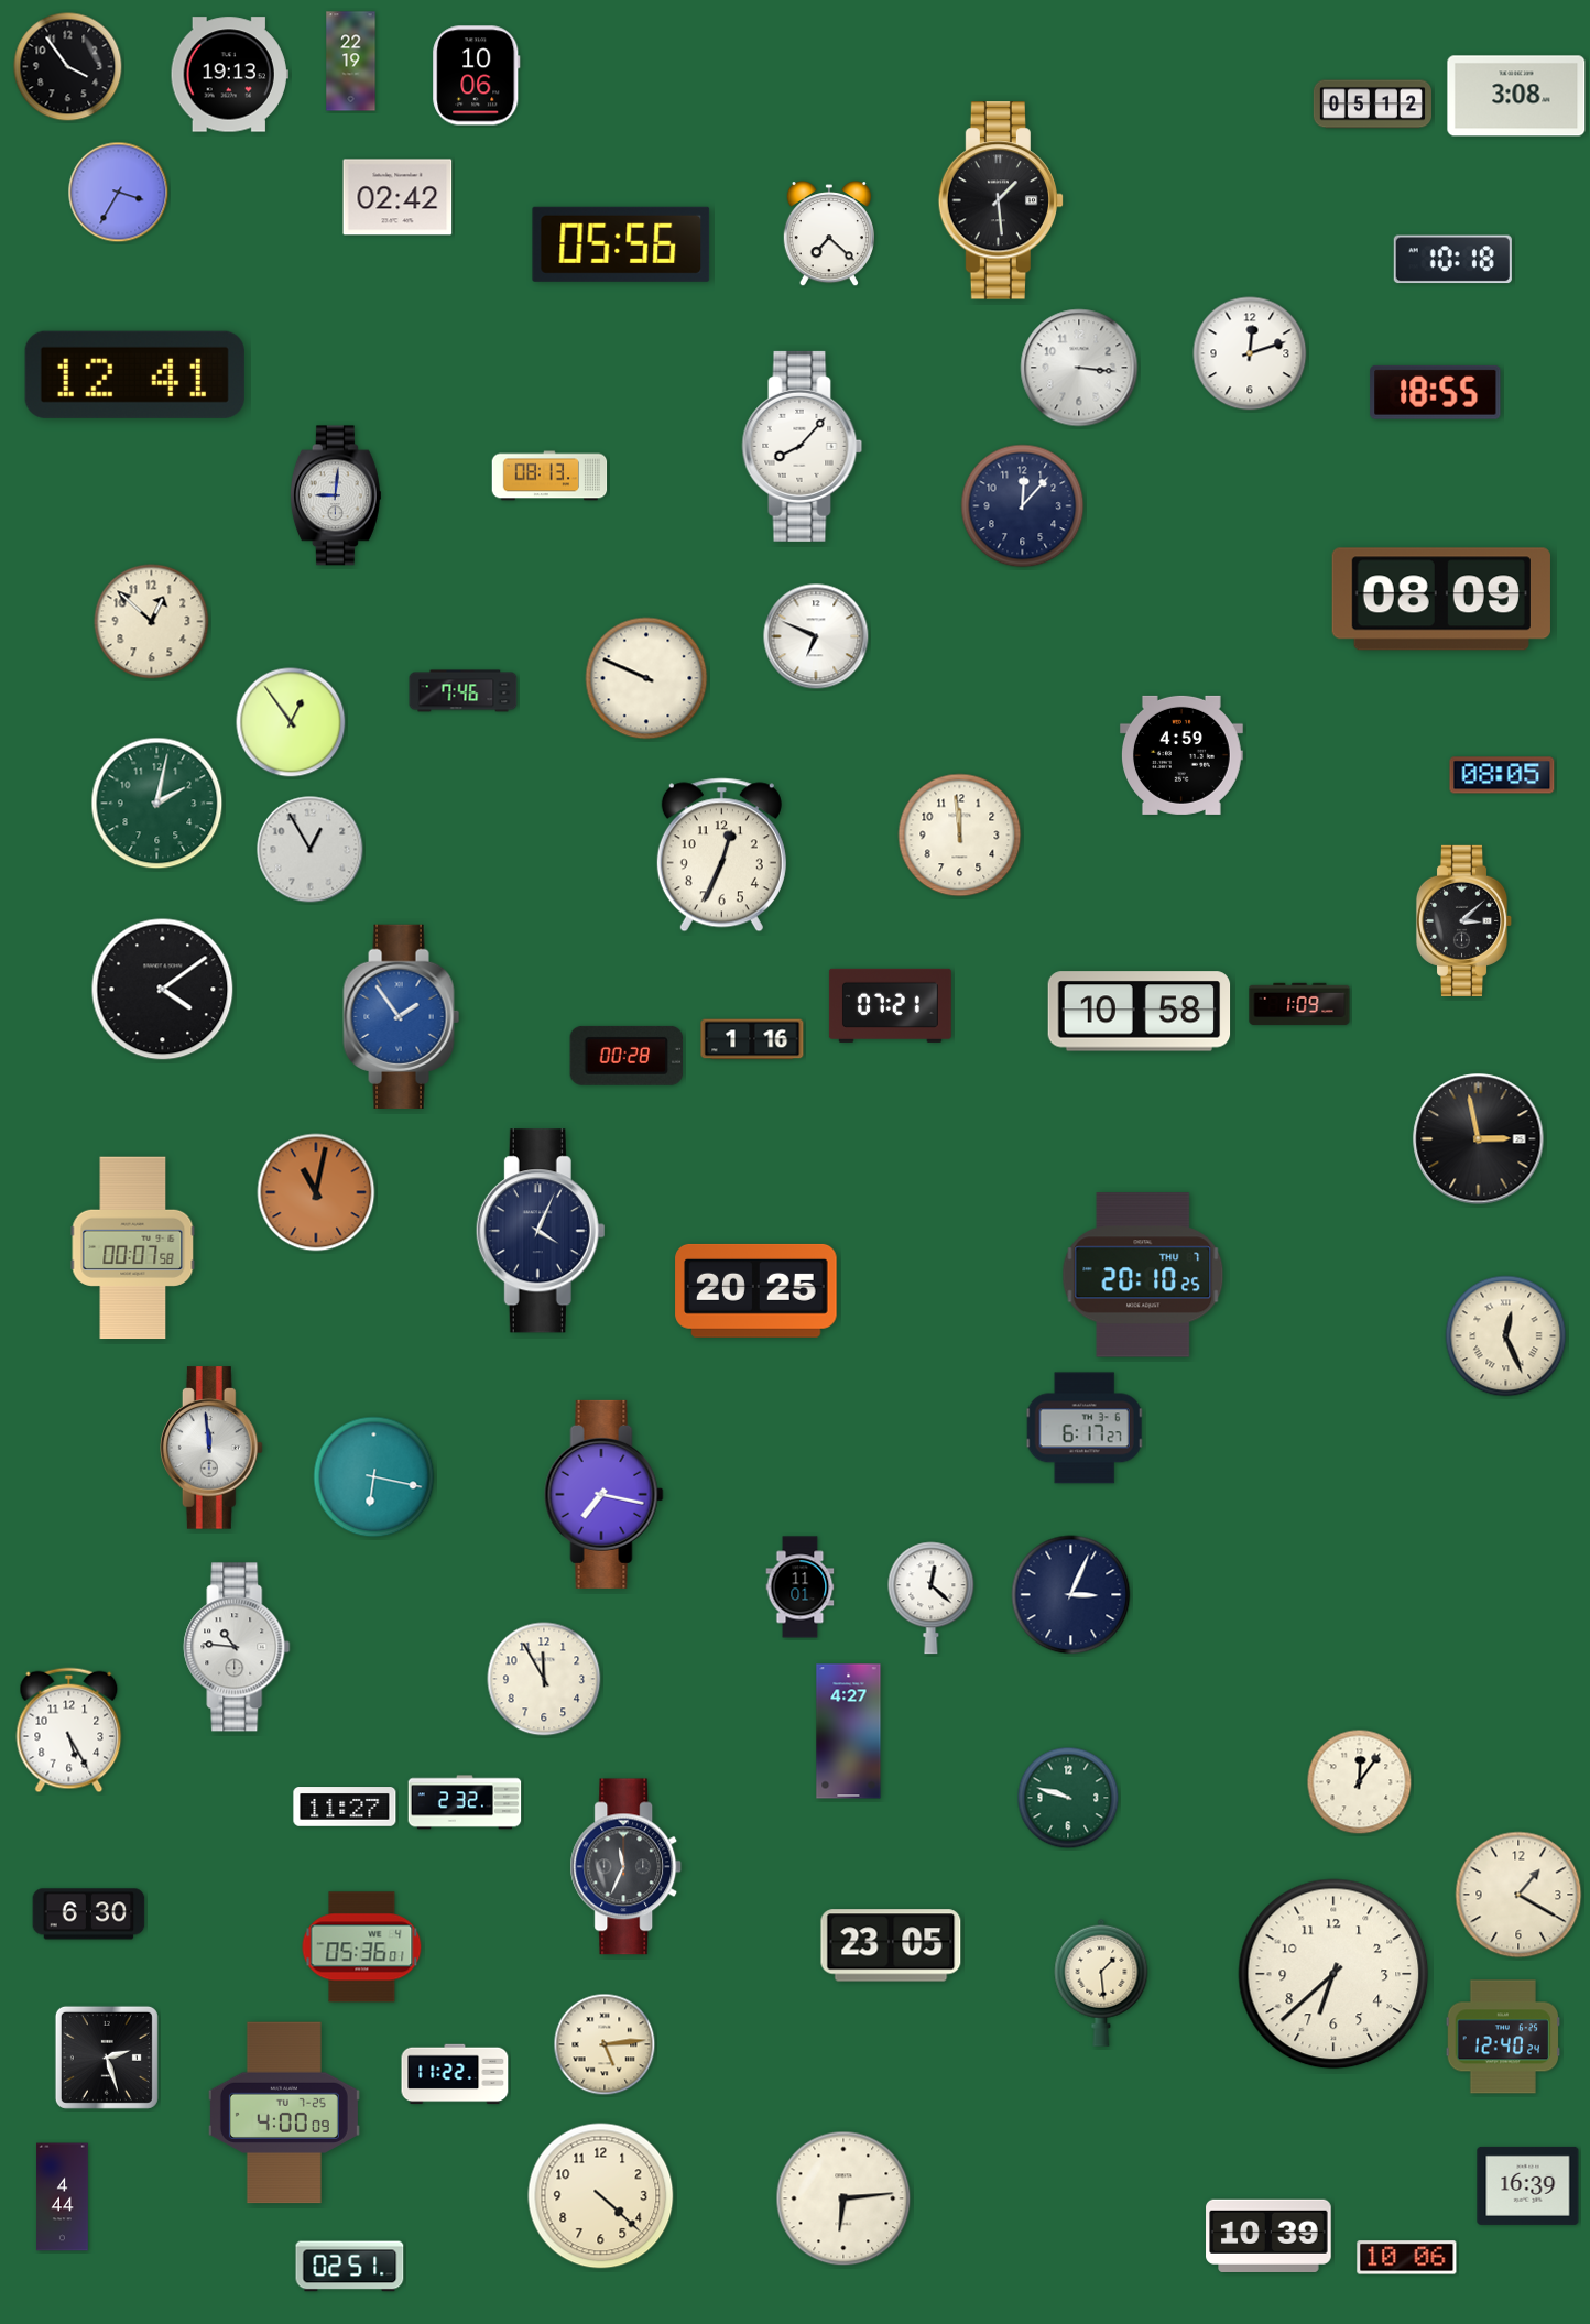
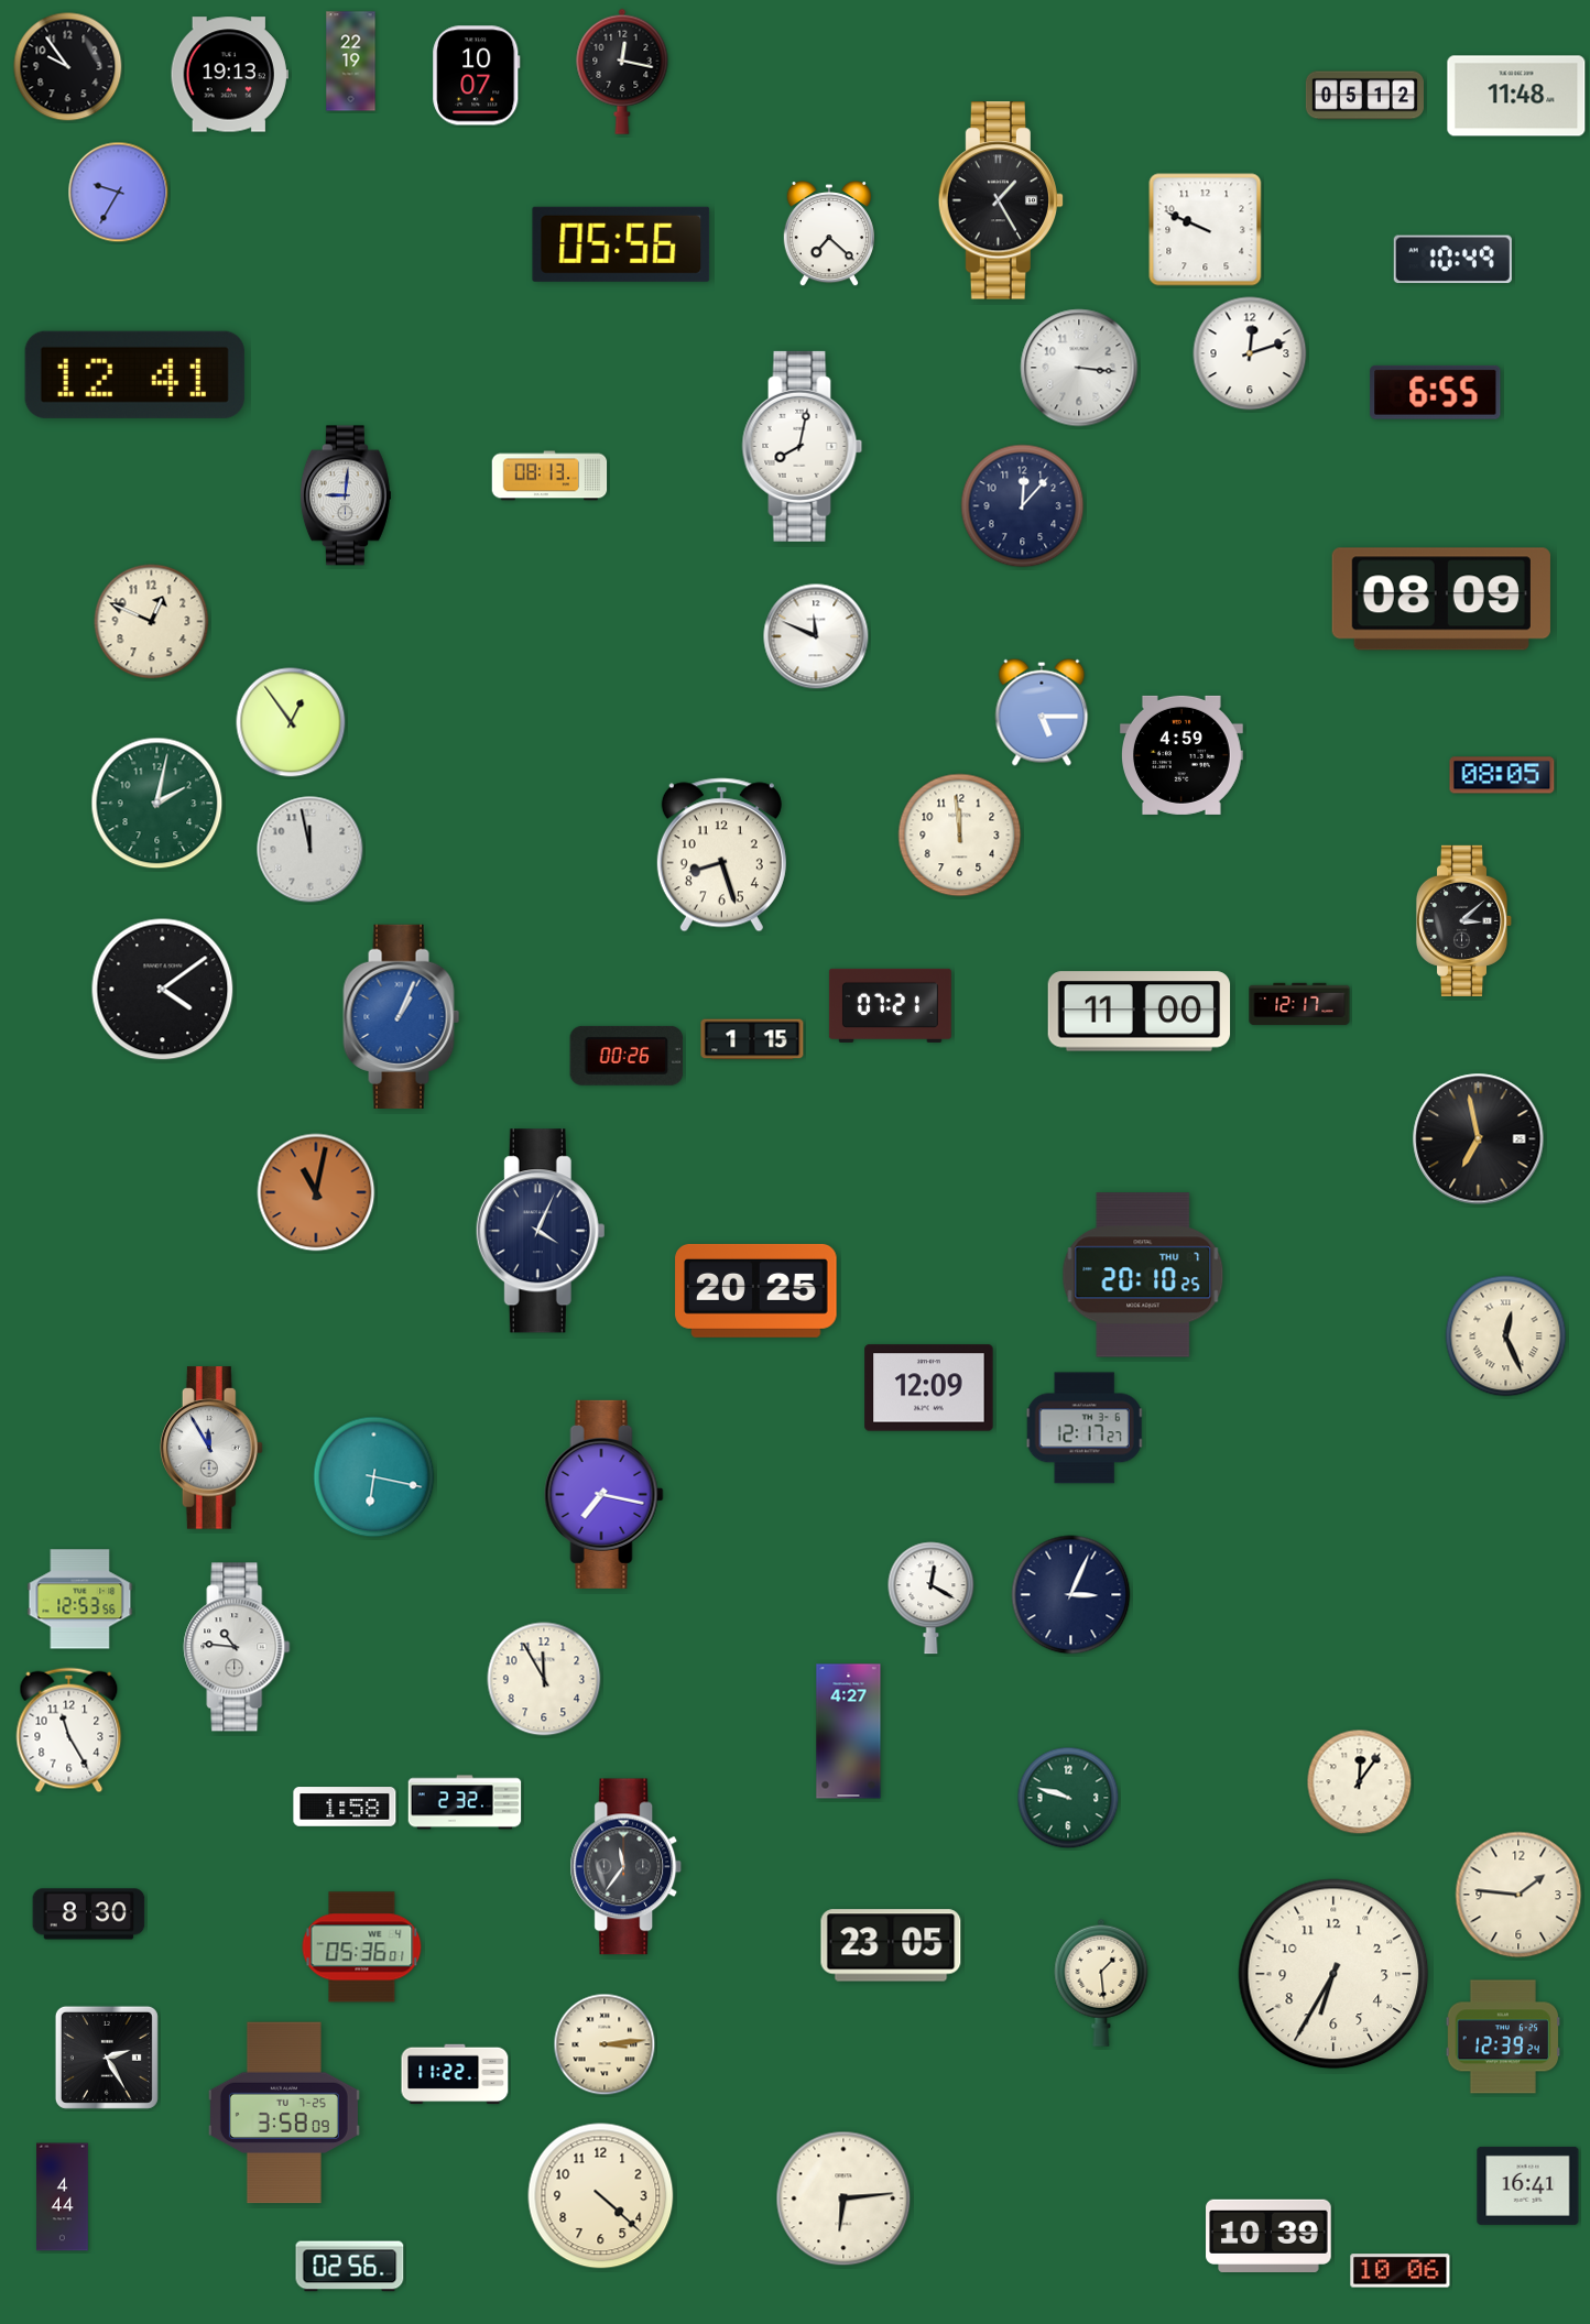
clock at (68, 67): 3:54 -> 9:54
clock at (622, 72): none -> 12:17
clock at (477, 76): 10:06 -> 10:07
clock at (1516, 96): 3:08 -> 11:48
clock at (1372, 105) position: (1372, 105) -> (1364, 96)
clock at (119, 193): 3:35 -> 9:35
clock at (397, 197): 02:42 -> none
clock at (1001, 200): 1:29 -> 1:25
clock at (1206, 230): none -> 9:49
clock at (1452, 260): 10:18 -> 10:49
clock at (1436, 392): 18:55 -> 6:55
clock at (803, 446): 8:07 -> 8:02
clock at (336, 495) position: (336, 495) -> (346, 495)
clock at (152, 622): 12:52 -> 12:49
clock at (816, 636): 6:49 -> 11:49
clock at (646, 678): 9:49 -> none
clock at (464, 691): 7:46 -> none
clock at (1042, 712): none -> 5:15
clock at (311, 850): 12:55 -> 11:58
clock at (721, 855): 12:34 -> 8:27
clock at (1299, 1004): 1:09 -> 12:17
clock at (1140, 1012): 10:58 -> 11:00
clock at (402, 1016): 1:54 -> 1:04
clock at (752, 1039): 1:16 -> 1:15
clock at (627, 1056): 00:28 -> 00:26
clock at (1479, 1139): 2:58 -> 6:58
clock at (133, 1248): 00:07 -> none
clock at (929, 1388): none -> 12:09
clock at (1085, 1428): 6:17 -> 12:17
clock at (213, 1448): 11:59 -> 11:55
clock at (801, 1587): 11:01 -> none
clock at (932, 1599): 12:22 -> 12:20
clock at (80, 1600): none -> 12:53
clock at (69, 1731): 5:25 -> 11:25
clock at (345, 1807): 11:27 -> 1:58
clock at (627, 1867): 11:34 -> 11:36
clock at (1518, 1895): 1:20 -> 1:46
clock at (89, 1914): 6:30 -> 8:30
clock at (1333, 1974): 6:38 -> 6:35
clock at (1503, 2037): 12:40 -> 12:39
clock at (605, 2044): 5:14 -> 3:14
clock at (107, 2058): 2:27 -> 2:25
clock at (284, 2113): 4:00 -> 3:58
clock at (1528, 2185): 16:39 -> 16:41
clock at (1407, 2258) position: (1407, 2258) -> (1401, 2271)
clock at (350, 2267): 02:51 -> 02:56
